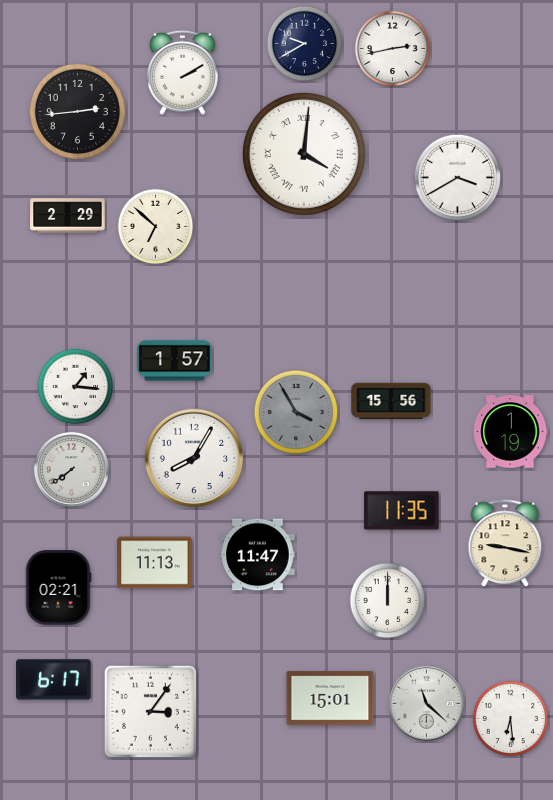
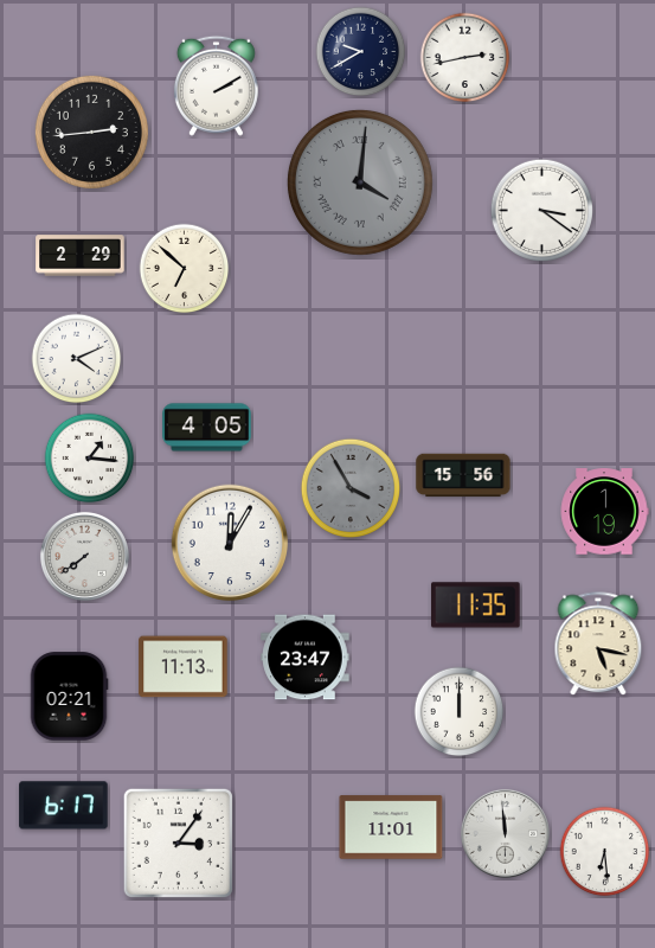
clock at (304, 154) dial: white -> grey
clock at (457, 177): 3:40 -> 3:21
clock at (77, 359): none -> 4:11
clock at (175, 361): 1:57 -> 4:05
clock at (194, 458): 8:05 -> 12:05
clock at (505, 544): 9:17 -> 5:17
clock at (258, 555): 11:47 -> 23:47
clock at (330, 698): 15:01 -> 11:01
clock at (426, 703): 11:22 -> 11:59
